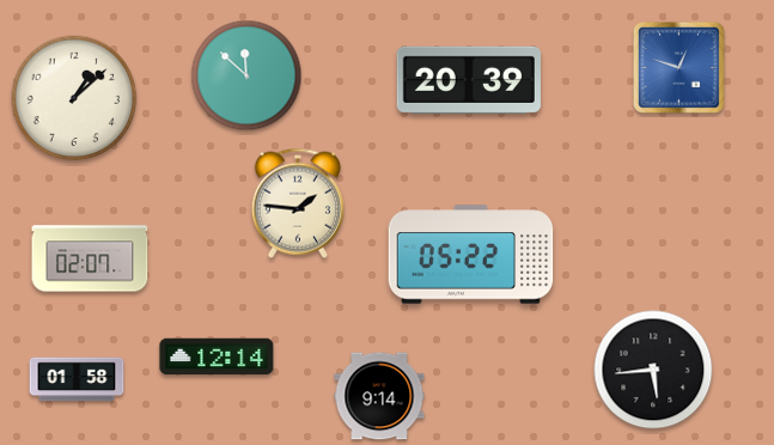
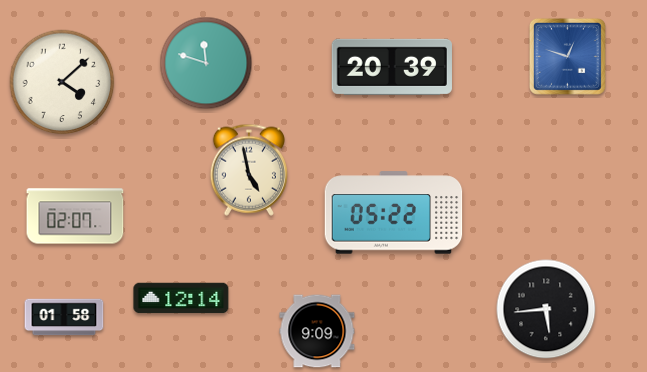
clock at (246, 75): 11:52 -> 11:48
clock at (74, 98): 1:08 -> 4:08
clock at (298, 203): 1:46 -> 4:58
clock at (379, 396): 9:14 -> 9:09
